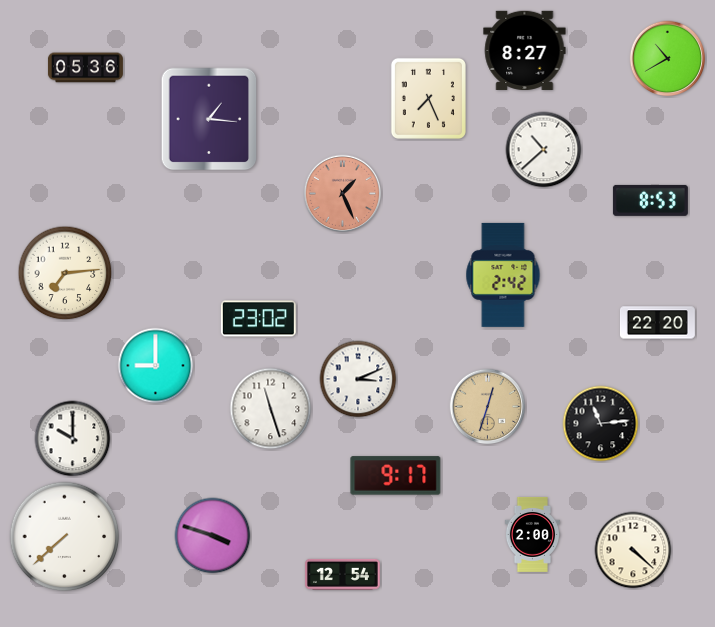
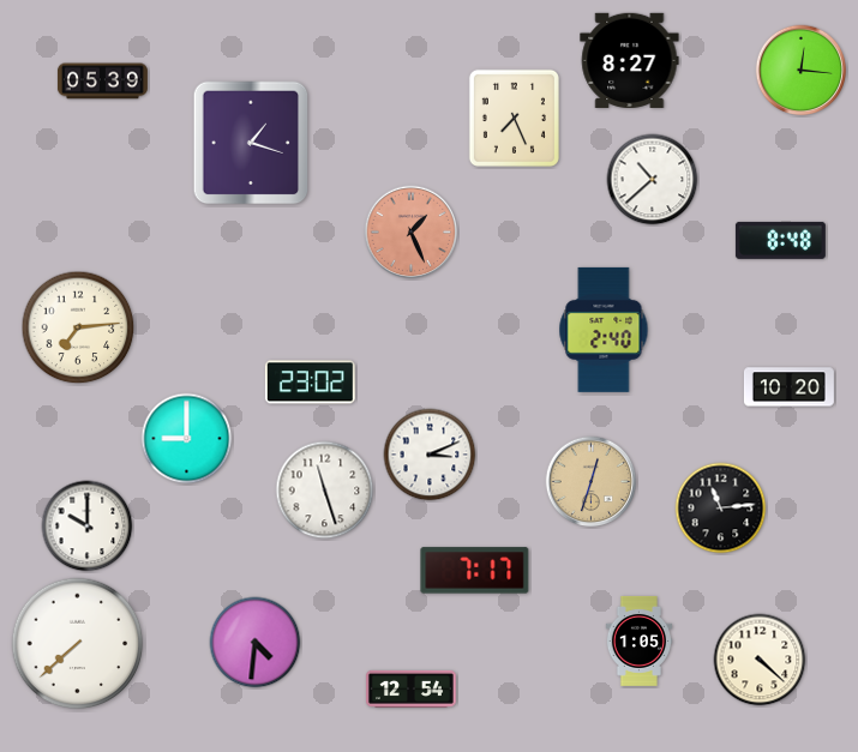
clock at (668, 59): 10:40 -> 12:16
clock at (85, 68): 05:36 -> 05:39
clock at (209, 119): 1:16 -> 1:18
clock at (650, 200): 8:53 -> 8:48
clock at (503, 275): 2:42 -> 2:40
clock at (657, 323): 22:20 -> 10:20
clock at (488, 407) position: (488, 407) -> (592, 482)
clock at (396, 476): 9:17 -> 7:17
clock at (533, 534): 2:00 -> 1:05
clock at (213, 536): 3:48 -> 4:31
